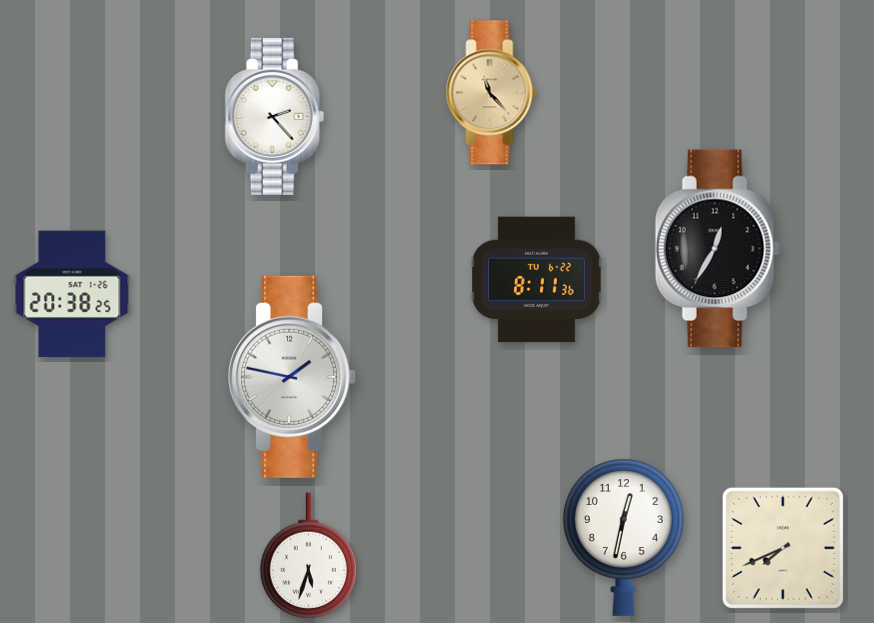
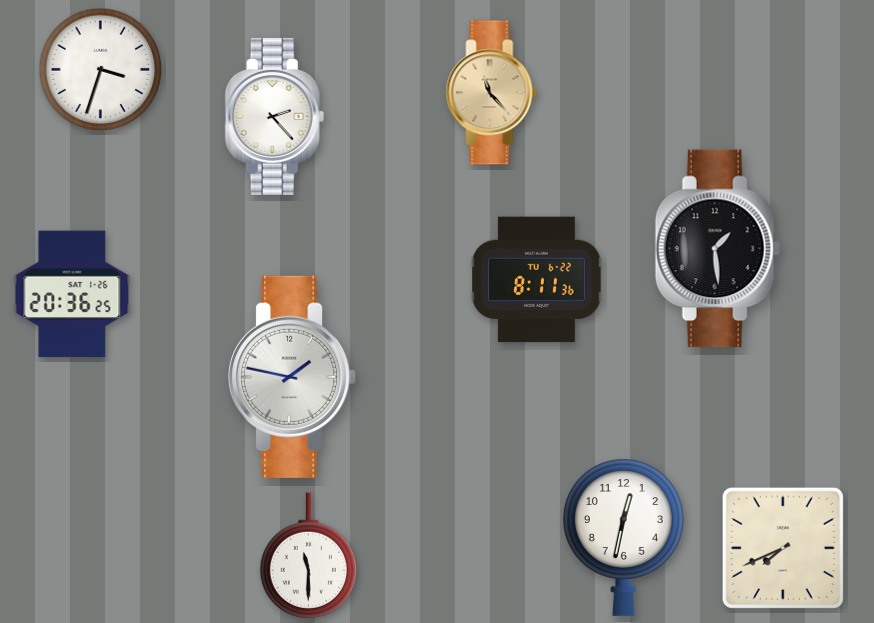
clock at (101, 70): none -> 3:33
clock at (717, 249): 12:35 -> 1:29
clock at (72, 294): 20:38 -> 20:36
clock at (308, 556): 5:33 -> 11:30
